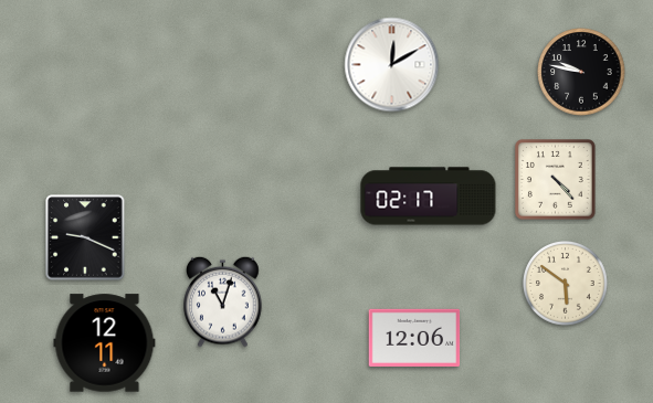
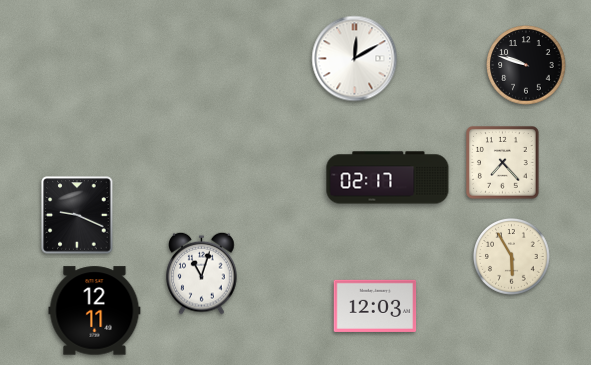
clock at (581, 72): 9:47 -> 9:48
clock at (556, 180): 4:23 -> 7:23
clock at (566, 284): 5:51 -> 5:55
clock at (414, 338): 12:06 -> 12:03
